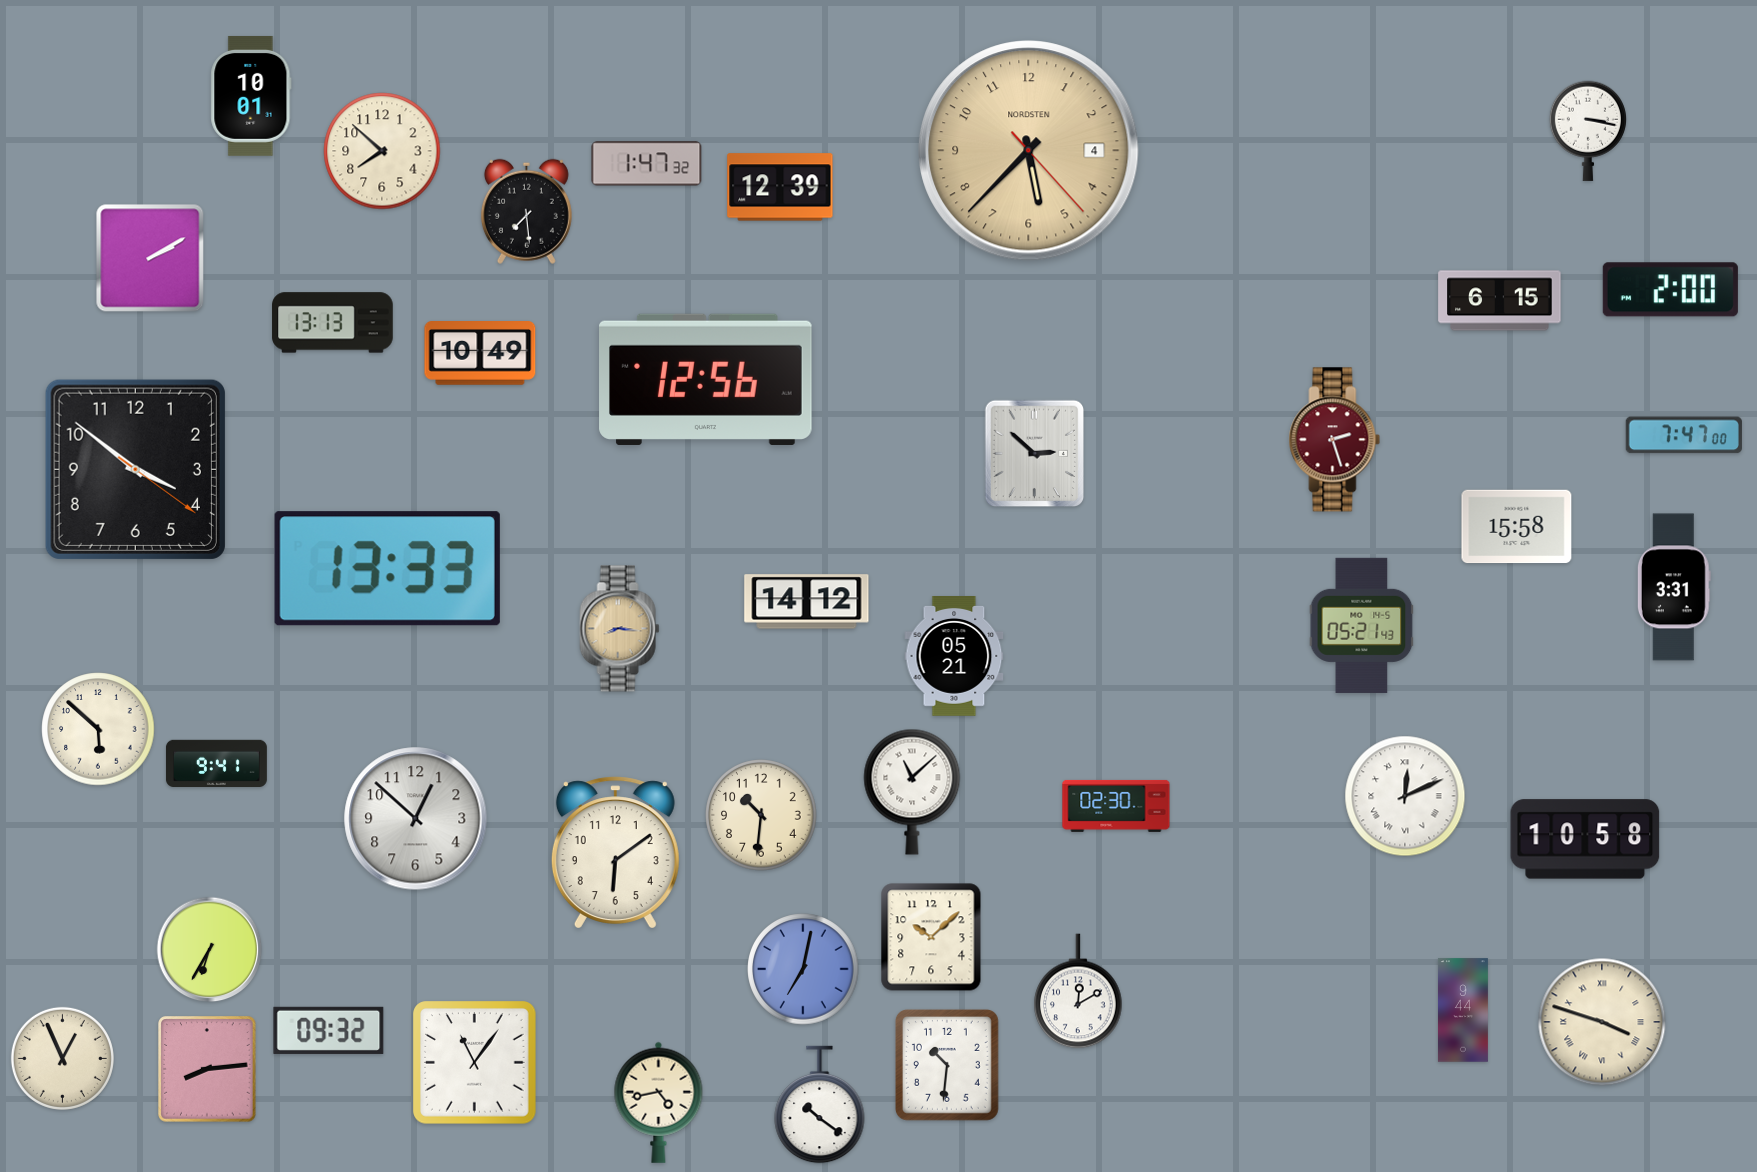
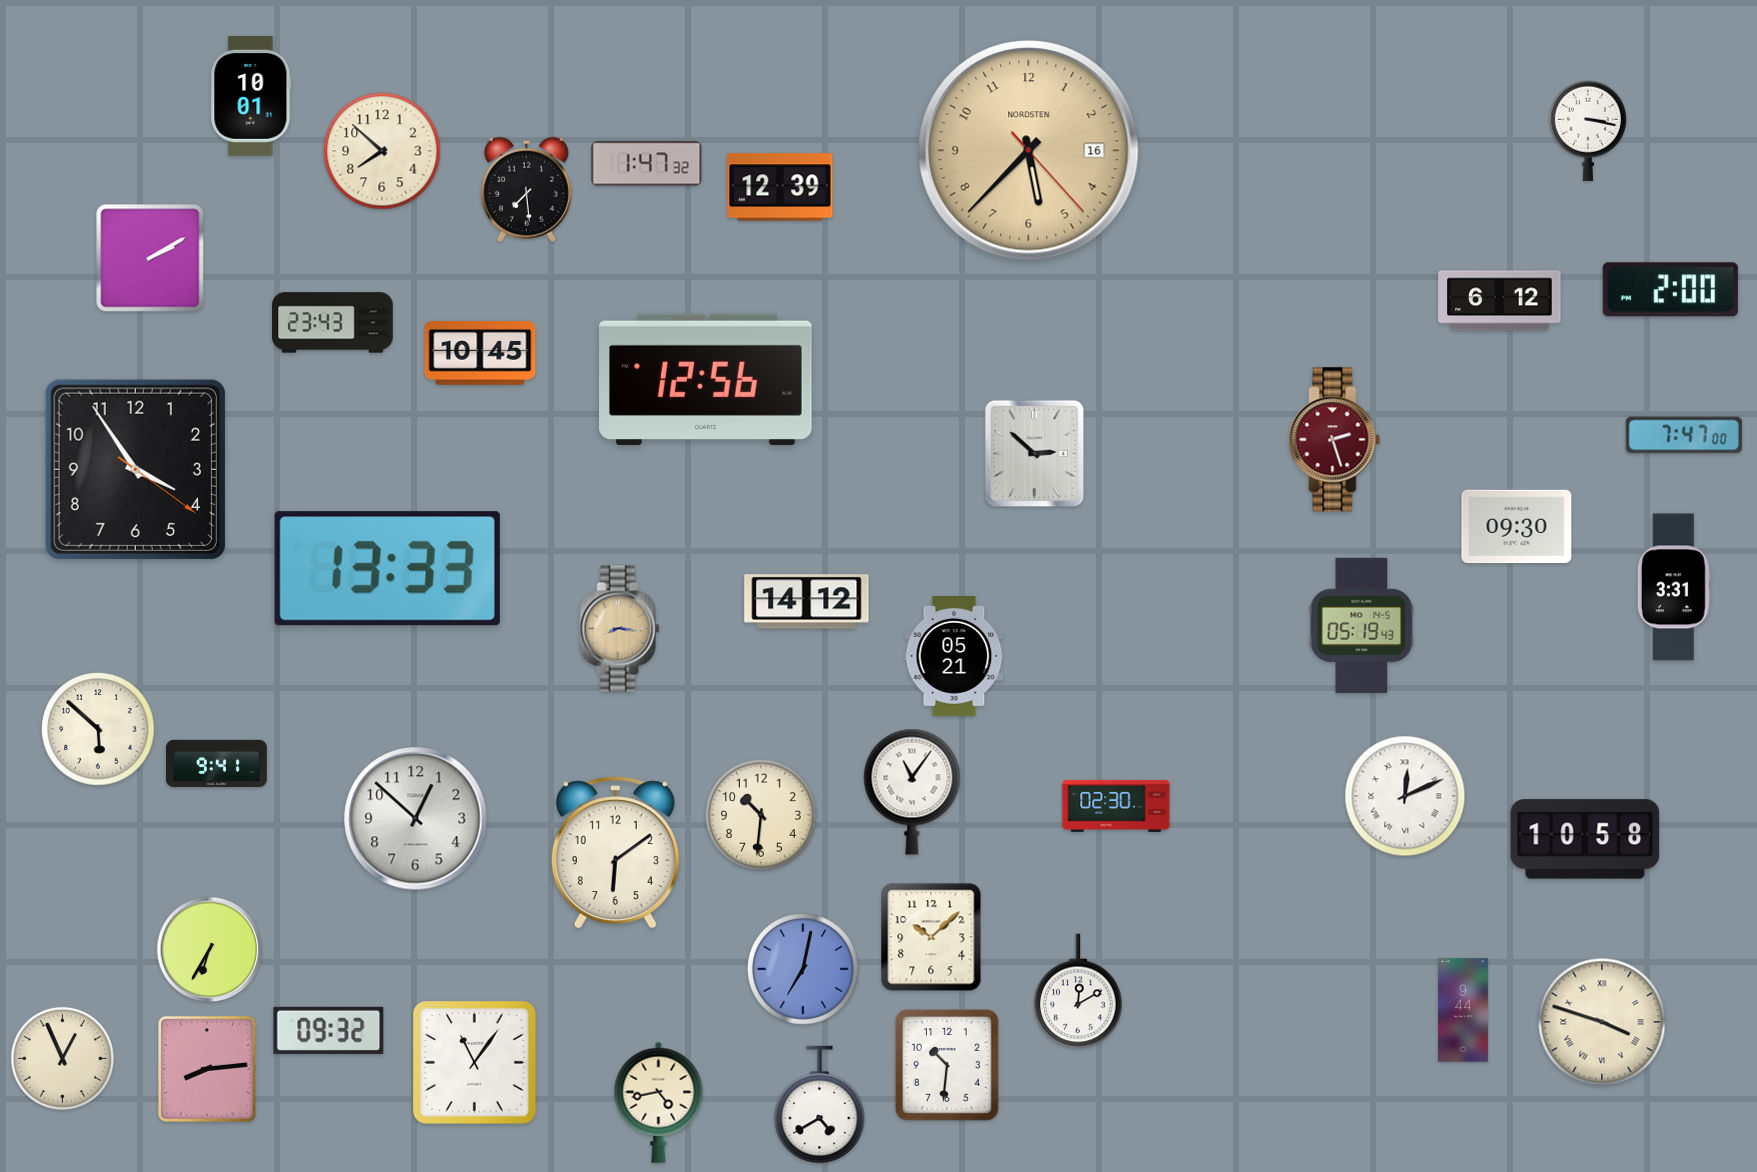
clock at (1029, 151) date: 4 -> 16
clock at (526, 211) position: (526, 211) -> (526, 189)
clock at (1500, 301): 6:15 -> 6:12
clock at (333, 323): 13:13 -> 23:43
clock at (480, 354): 10:49 -> 10:45
clock at (135, 469): 3:51 -> 3:54
clock at (1517, 527): 15:58 -> 09:30
clock at (1362, 625): 05:21 -> 05:19
clock at (912, 792): 11:08 -> 11:06
clock at (820, 1105): 10:21 -> 4:40
